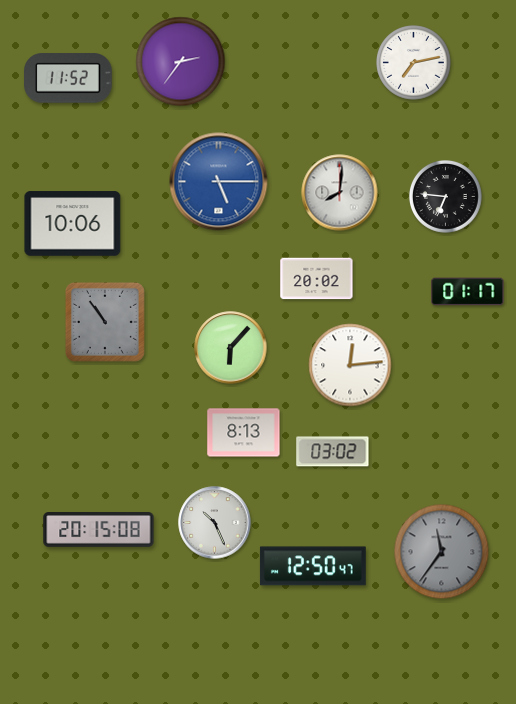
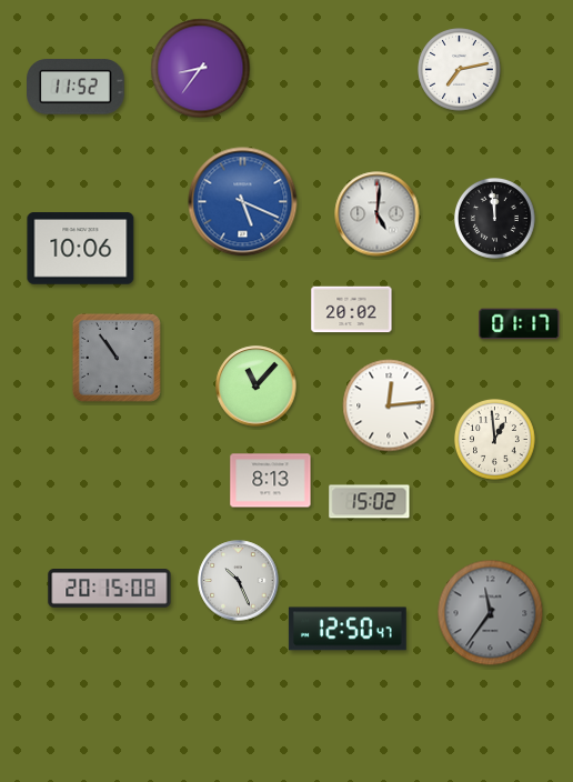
clock at (181, 62): 2:36 -> 8:36
clock at (219, 182): 5:15 -> 5:19
clock at (340, 193): 8:01 -> 5:01
clock at (446, 197): 6:46 -> 11:59
clock at (231, 348): 6:07 -> 11:07
clock at (495, 440): none -> 12:59
clock at (333, 452): 03:02 -> 15:02
